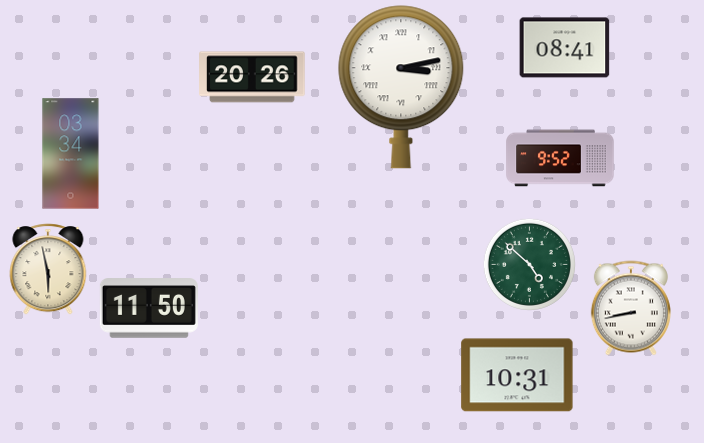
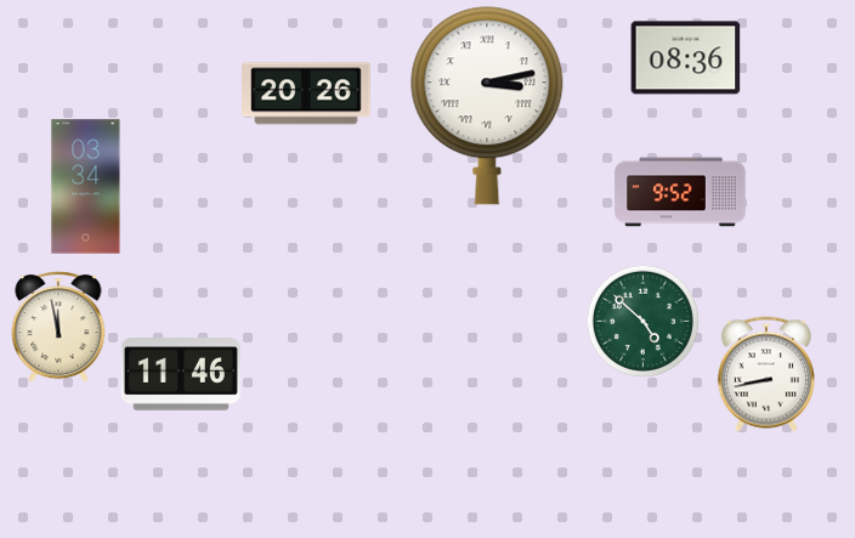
clock at (565, 48): 08:41 -> 08:36
clock at (48, 269): 5:58 -> 11:58
clock at (149, 308): 11:50 -> 11:46
clock at (517, 375): 10:31 -> none
